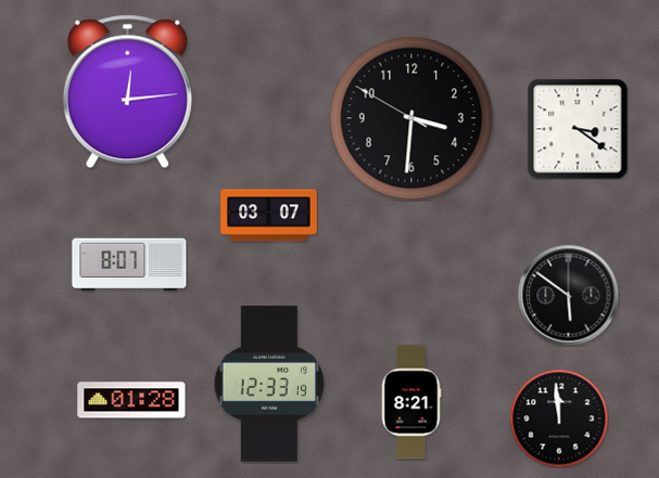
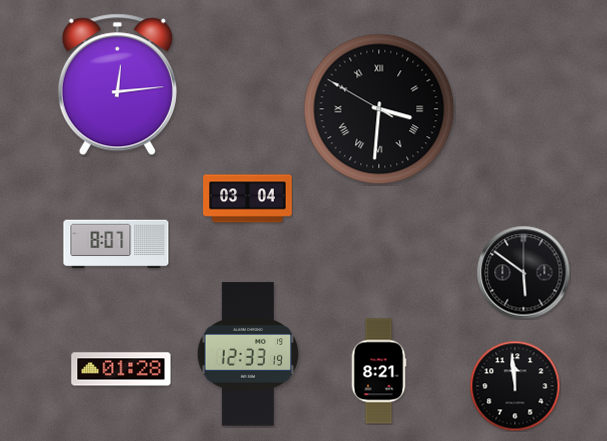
clock at (411, 118) numerals: Arabic -> Roman
clock at (578, 129): 3:21 -> none
clock at (269, 216): 03:07 -> 03:04
clock at (129, 264) position: (129, 264) -> (116, 244)
